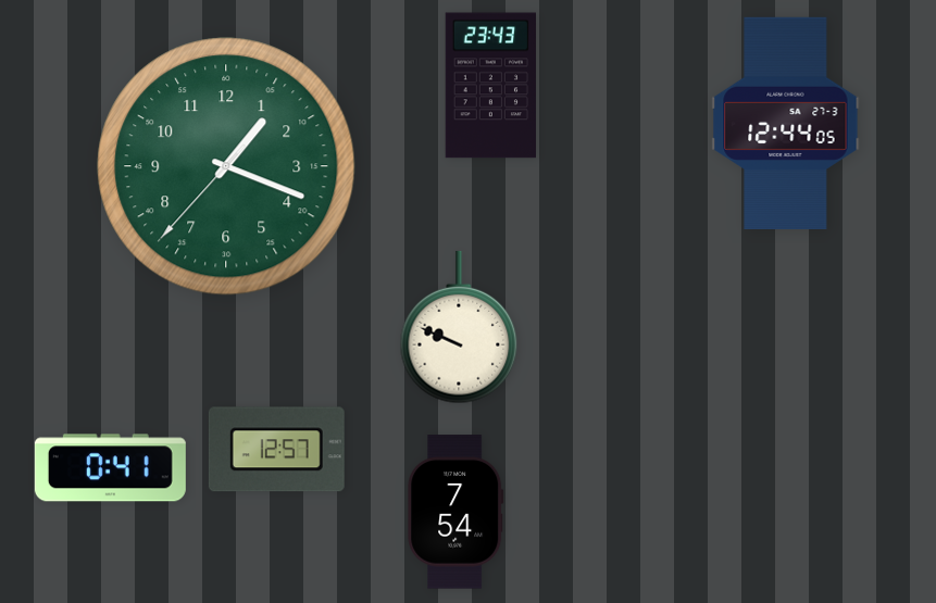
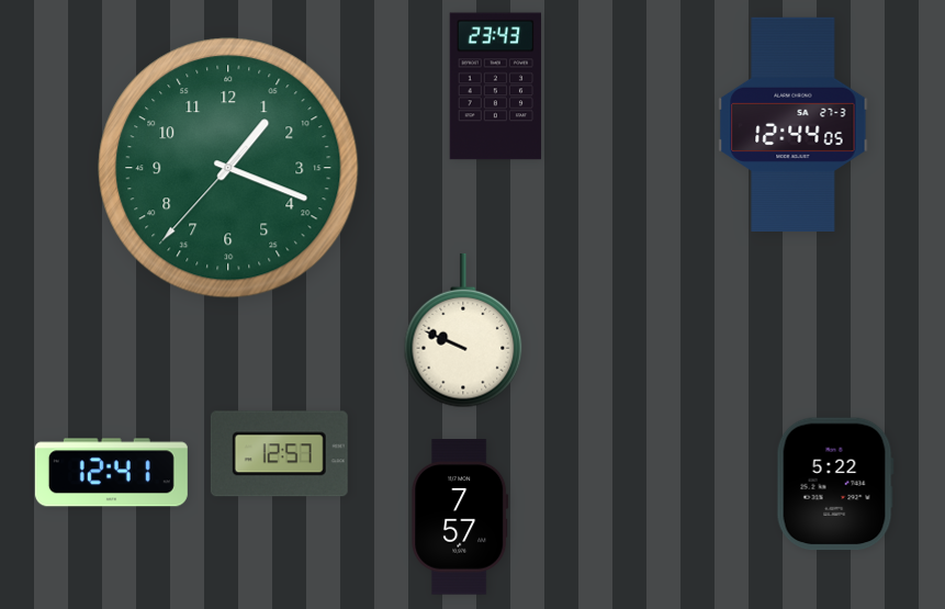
clock at (110, 468): 0:41 -> 12:41
clock at (835, 484): none -> 5:22
clock at (455, 512): 7:54 -> 7:57
